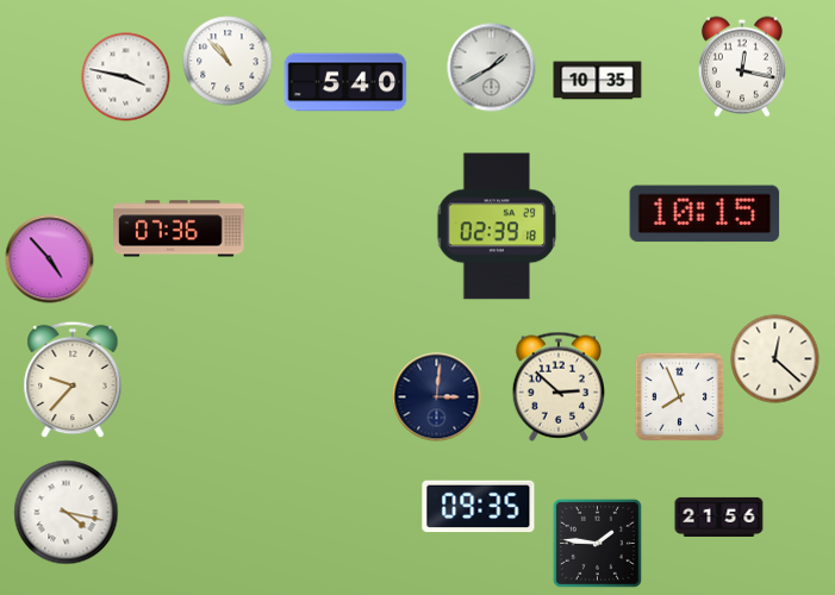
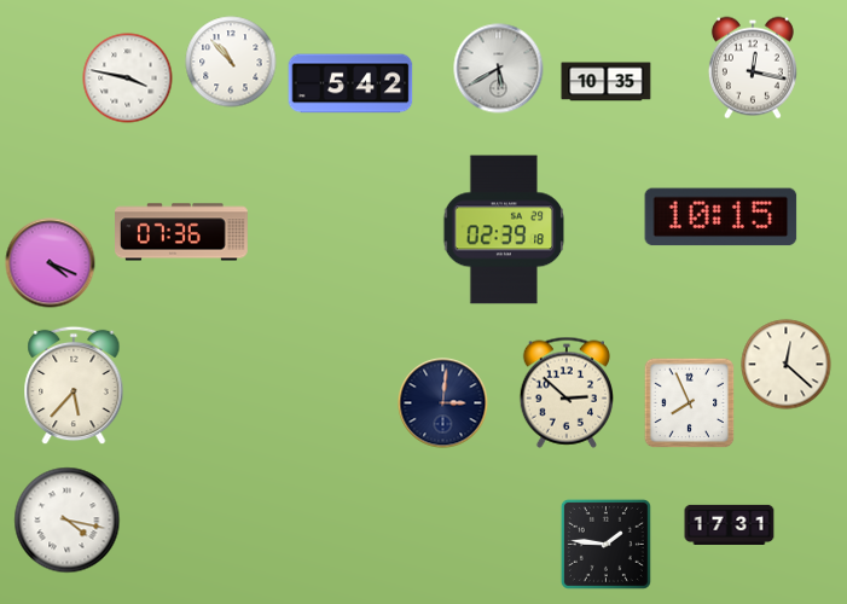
clock at (492, 68): 1:40 -> 5:40
clock at (345, 82): 5:40 -> 5:42
clock at (705, 214) position: (705, 214) -> (721, 217)
clock at (50, 259): 4:53 -> 4:19
clock at (73, 380): 9:37 -> 5:37
clock at (479, 507): 09:35 -> none
clock at (719, 516): 21:56 -> 17:31
clock at (597, 543) position: (597, 543) -> (605, 544)
